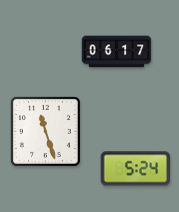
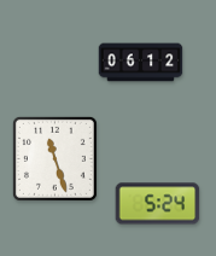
clock at (117, 52): 06:17 -> 06:12
clock at (136, 169) position: (136, 169) -> (158, 204)
